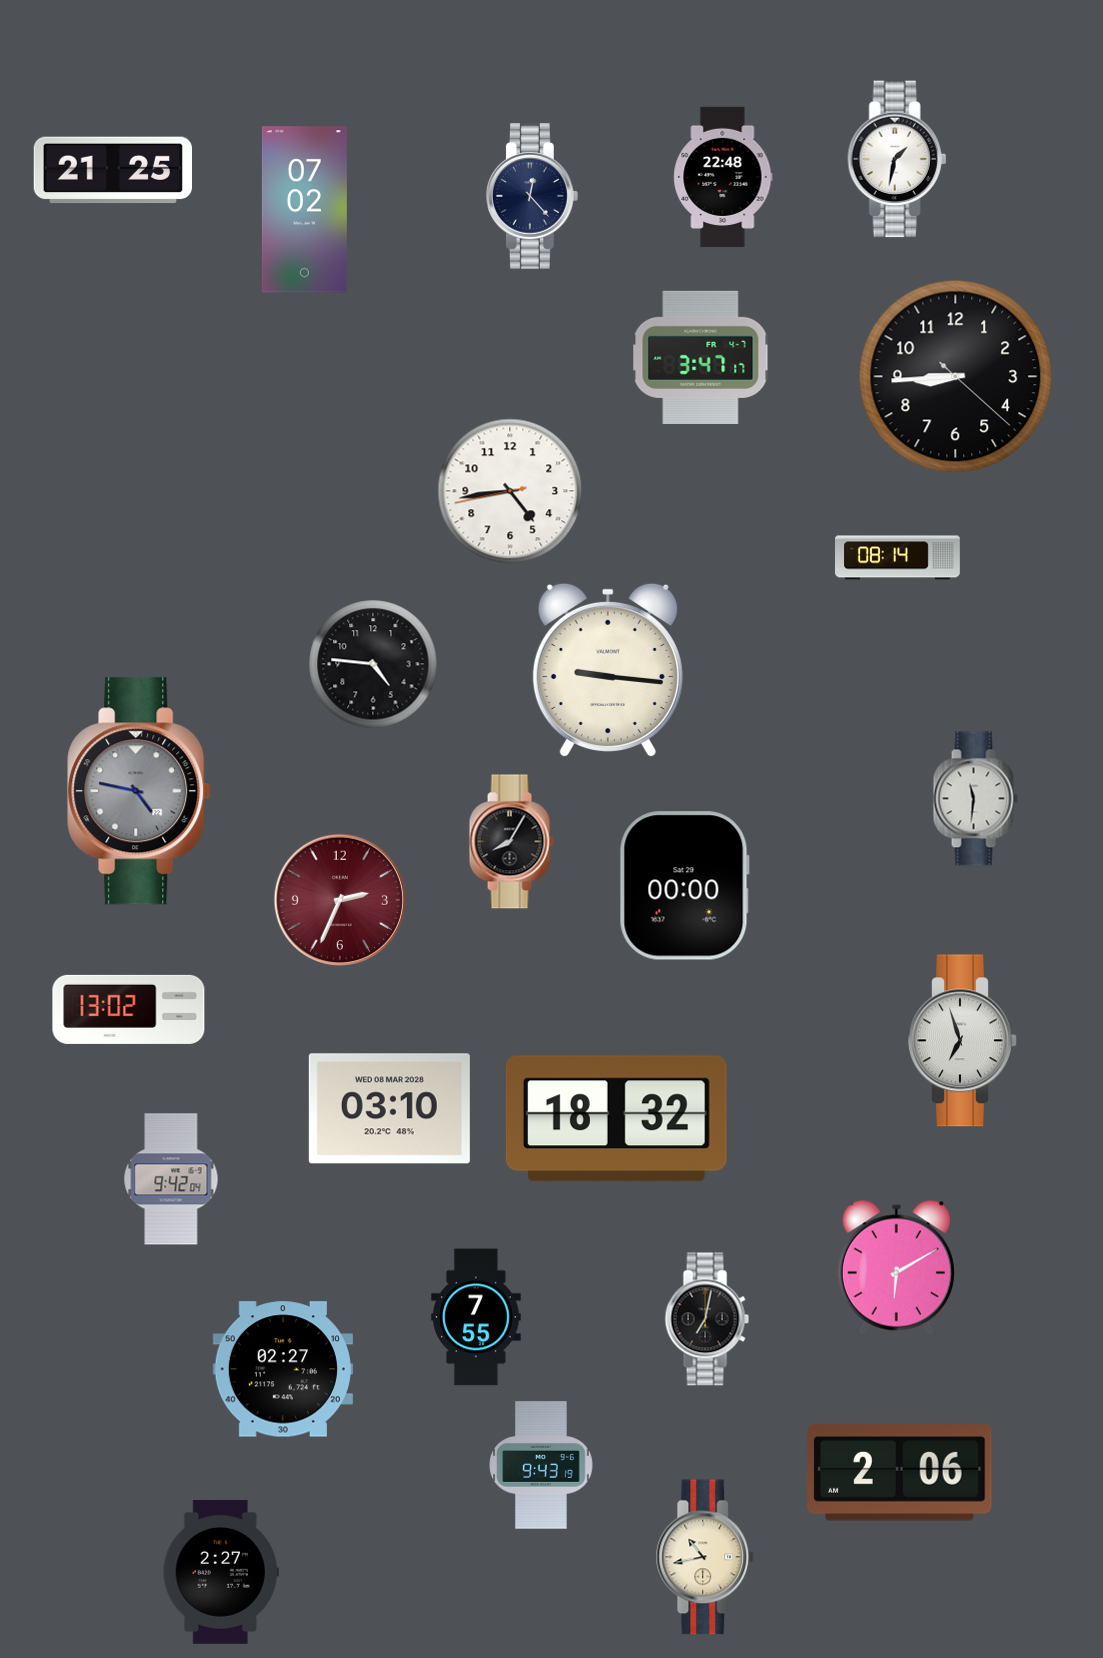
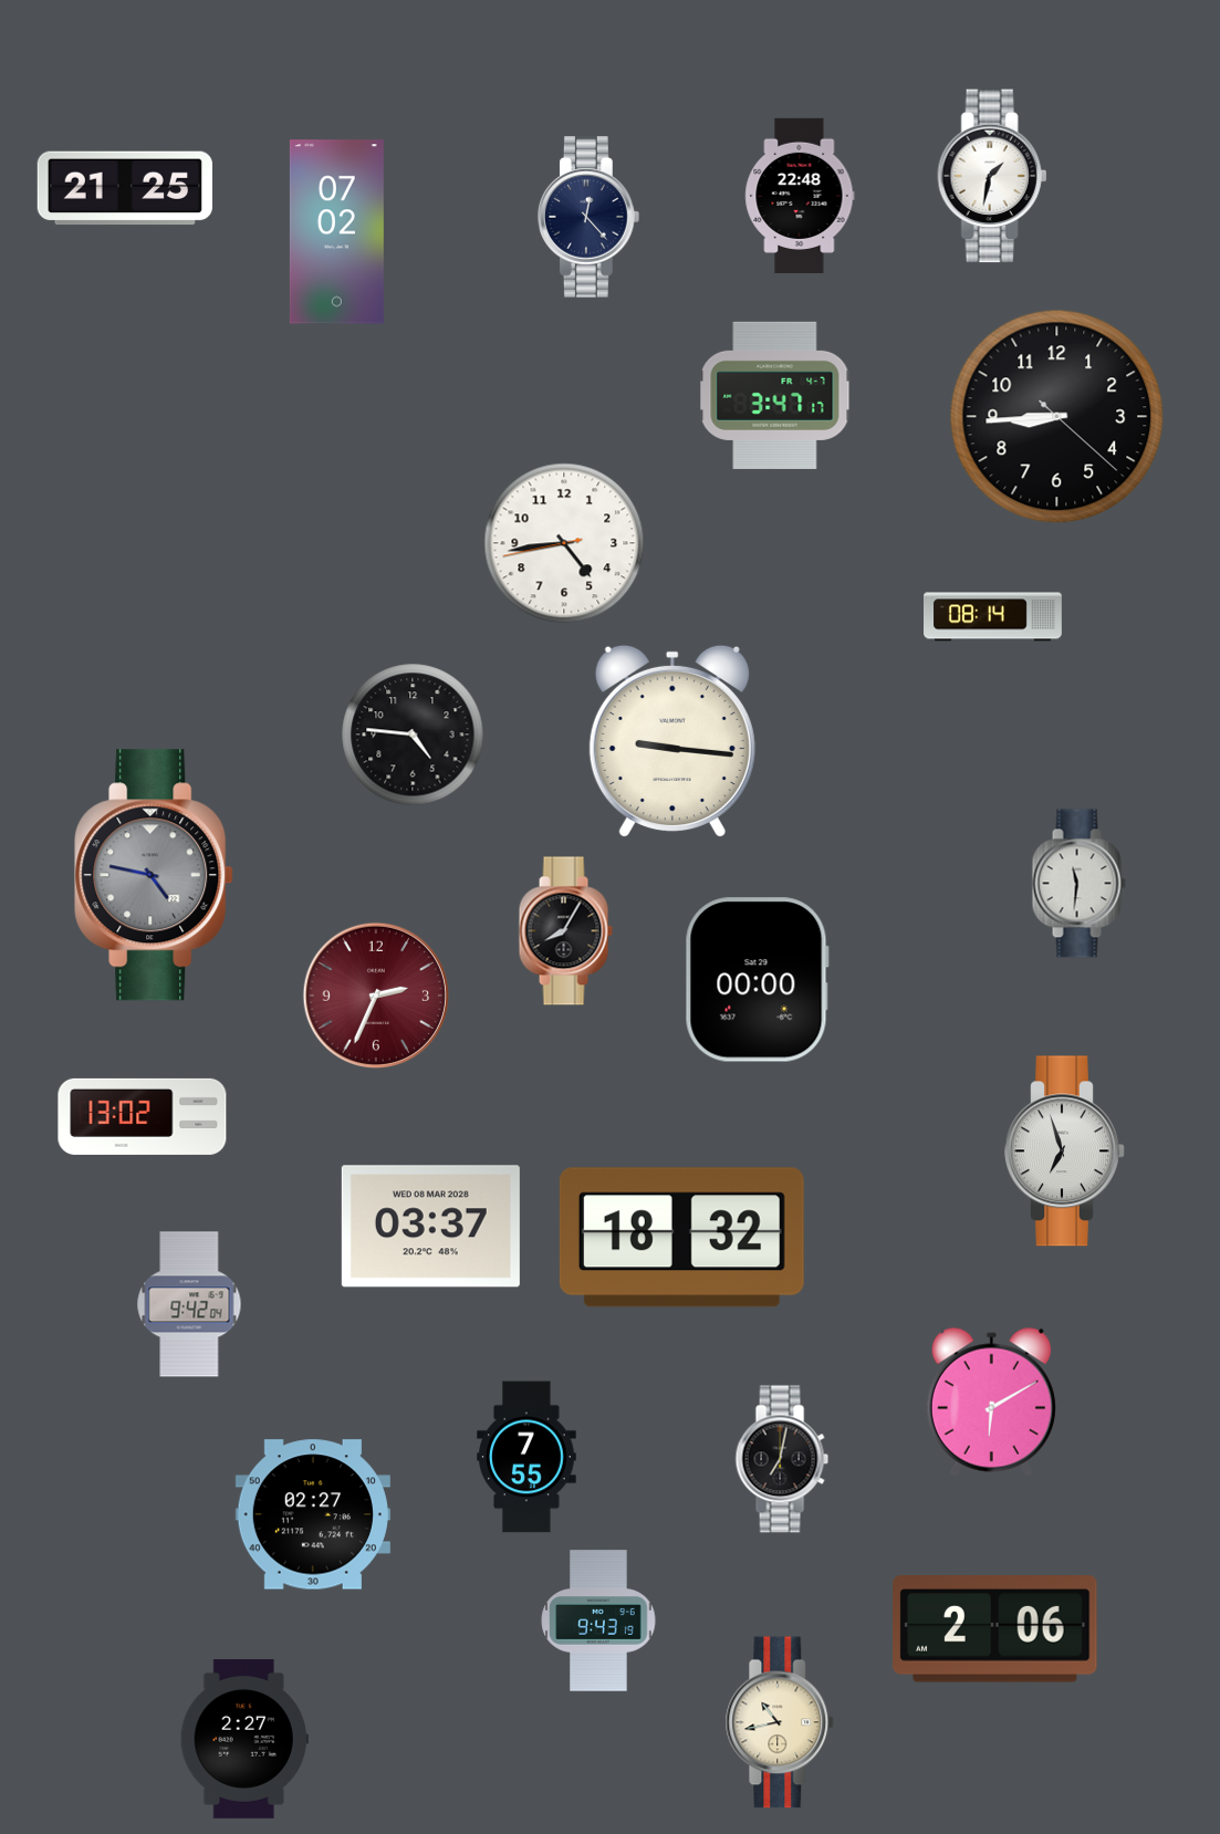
clock at (389, 1109): 03:10 -> 03:37
